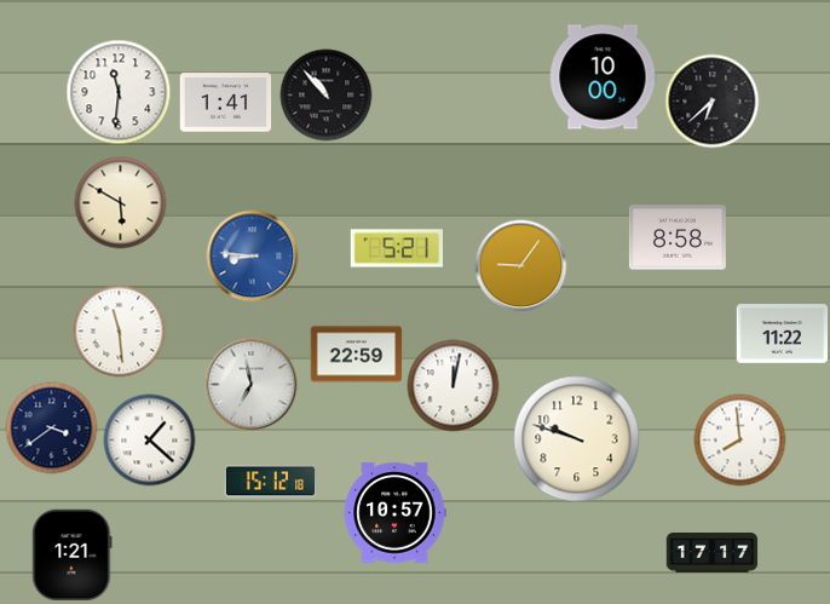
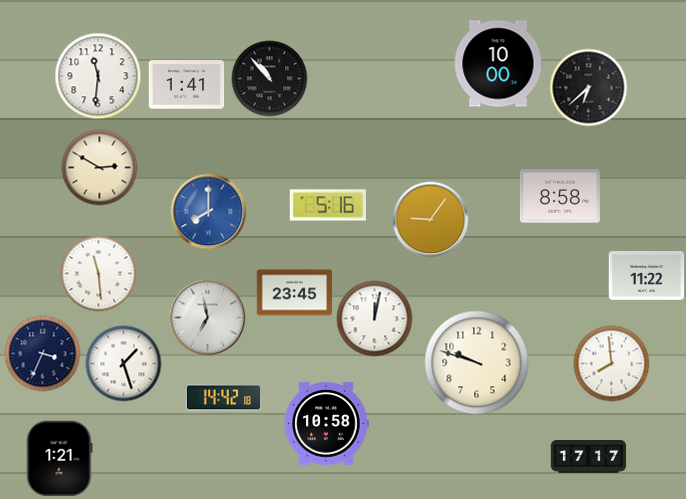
clock at (713, 102) position: (713, 102) -> (589, 88)
clock at (121, 203): 5:50 -> 2:50
clock at (396, 248): 5:21 -> 5:16
clock at (253, 257): 8:46 -> 8:00
clock at (357, 355): 22:59 -> 23:45
clock at (52, 428): 3:39 -> 3:34
clock at (150, 441): 1:22 -> 1:27
clock at (271, 482): 15:12 -> 14:42
clock at (394, 513): 10:57 -> 10:58
